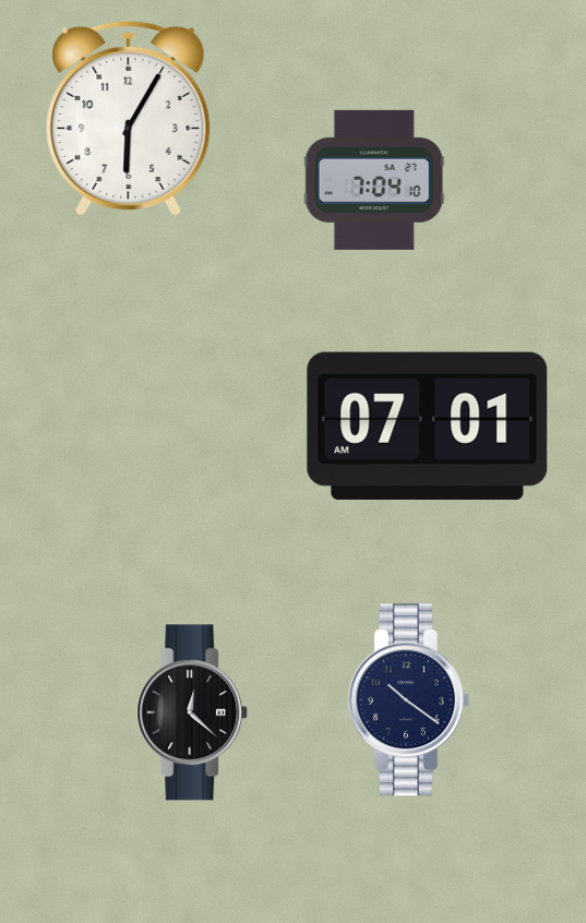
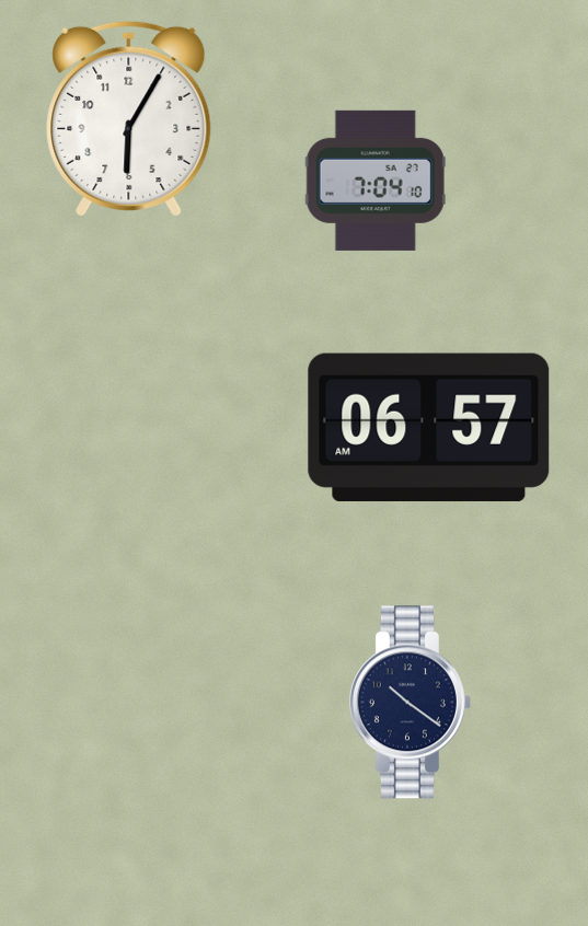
clock at (428, 425): 07:01 -> 06:57
clock at (193, 712): 12:22 -> none
